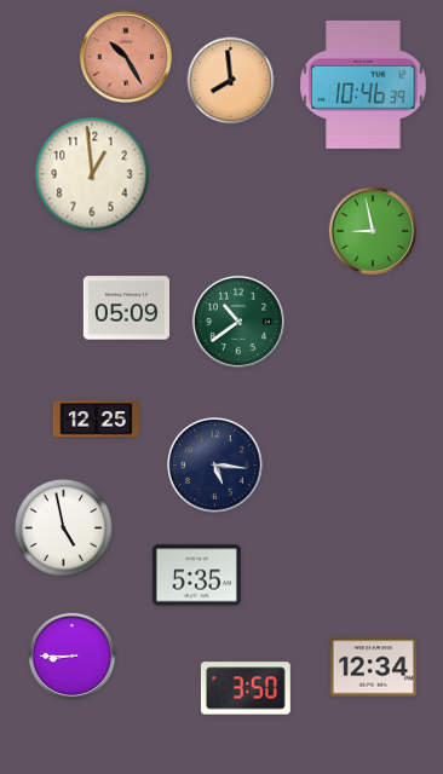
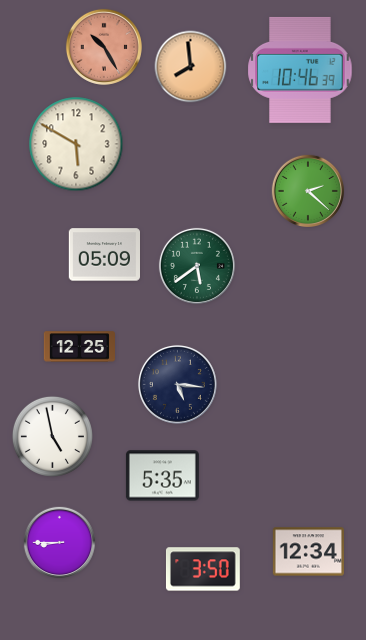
clock at (92, 174): 12:59 -> 5:50
clock at (372, 230): 8:58 -> 2:22
clock at (238, 322): 10:39 -> 5:39
